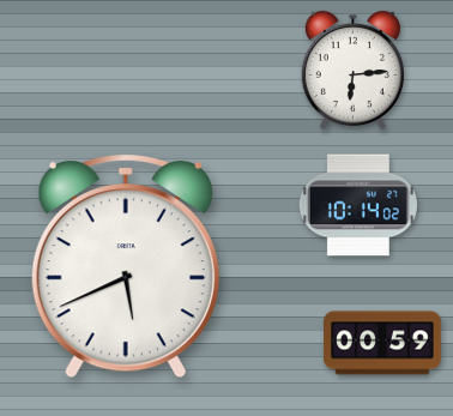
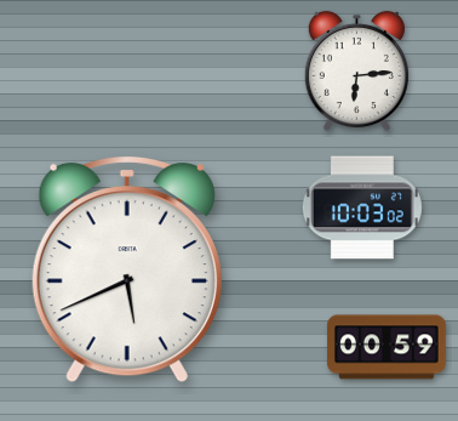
clock at (358, 205): 10:14 -> 10:03
